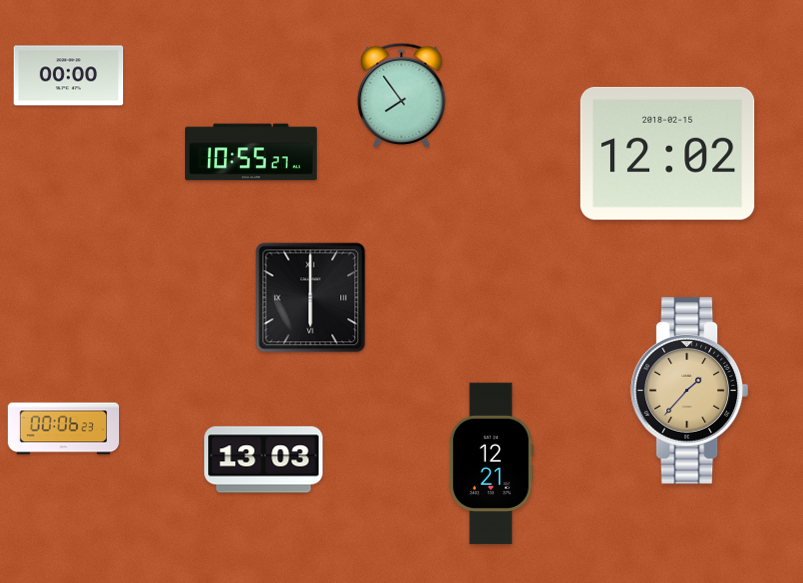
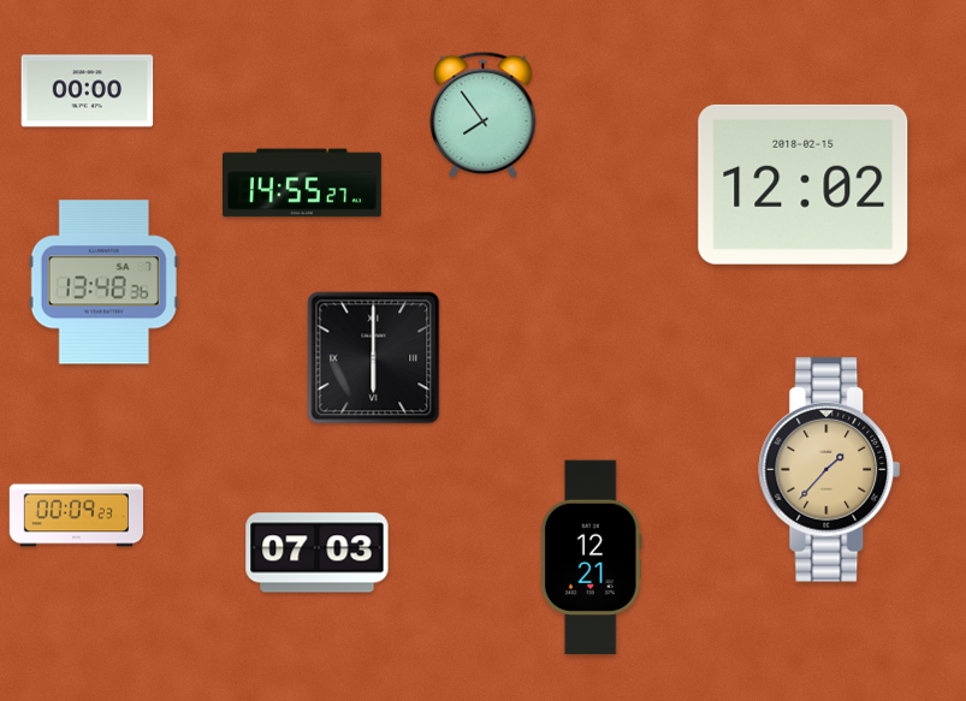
clock at (69, 76) position: (69, 76) -> (88, 91)
clock at (252, 152): 10:55 -> 14:55
clock at (103, 283): none -> 13:48
clock at (63, 429): 00:06 -> 00:09
clock at (264, 460): 13:03 -> 07:03
